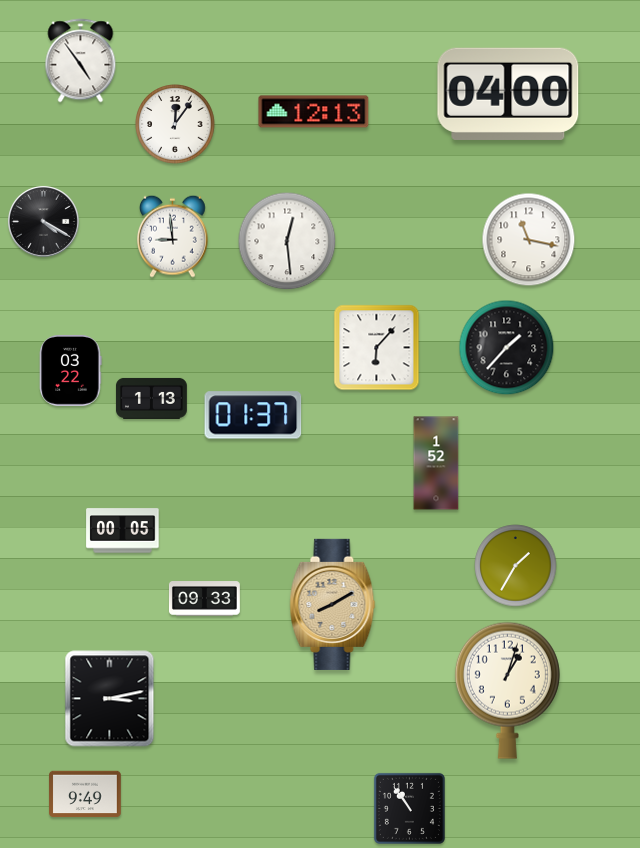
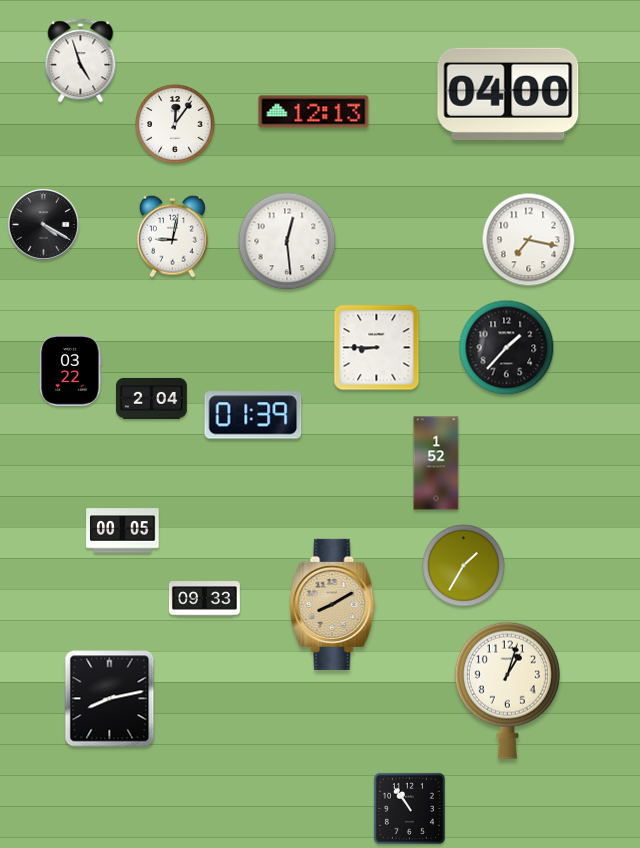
clock at (81, 61): 4:54 -> 4:57
clock at (43, 221) position: (43, 221) -> (43, 224)
clock at (173, 236): 8:59 -> 9:02
clock at (529, 240): 11:17 -> 7:17
clock at (377, 348): 6:07 -> 8:45
clock at (151, 398): 1:13 -> 2:04
clock at (253, 415): 01:37 -> 01:39
clock at (516, 566) position: (516, 566) -> (464, 566)
clock at (110, 699): 3:13 -> 8:13
clock at (85, 794): 9:49 -> none
